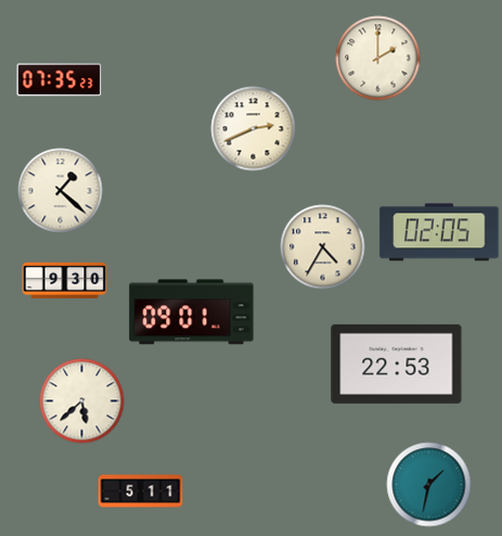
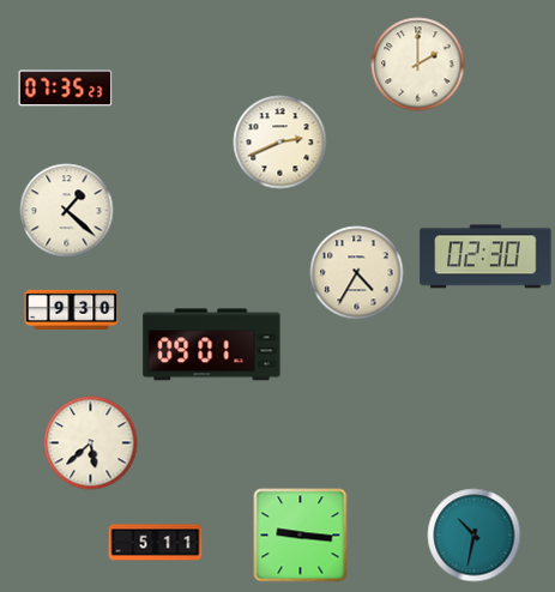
clock at (439, 232): 02:05 -> 02:30
clock at (397, 363): 22:53 -> none
clock at (300, 534): none -> 9:16
clock at (428, 484): 1:32 -> 10:32
